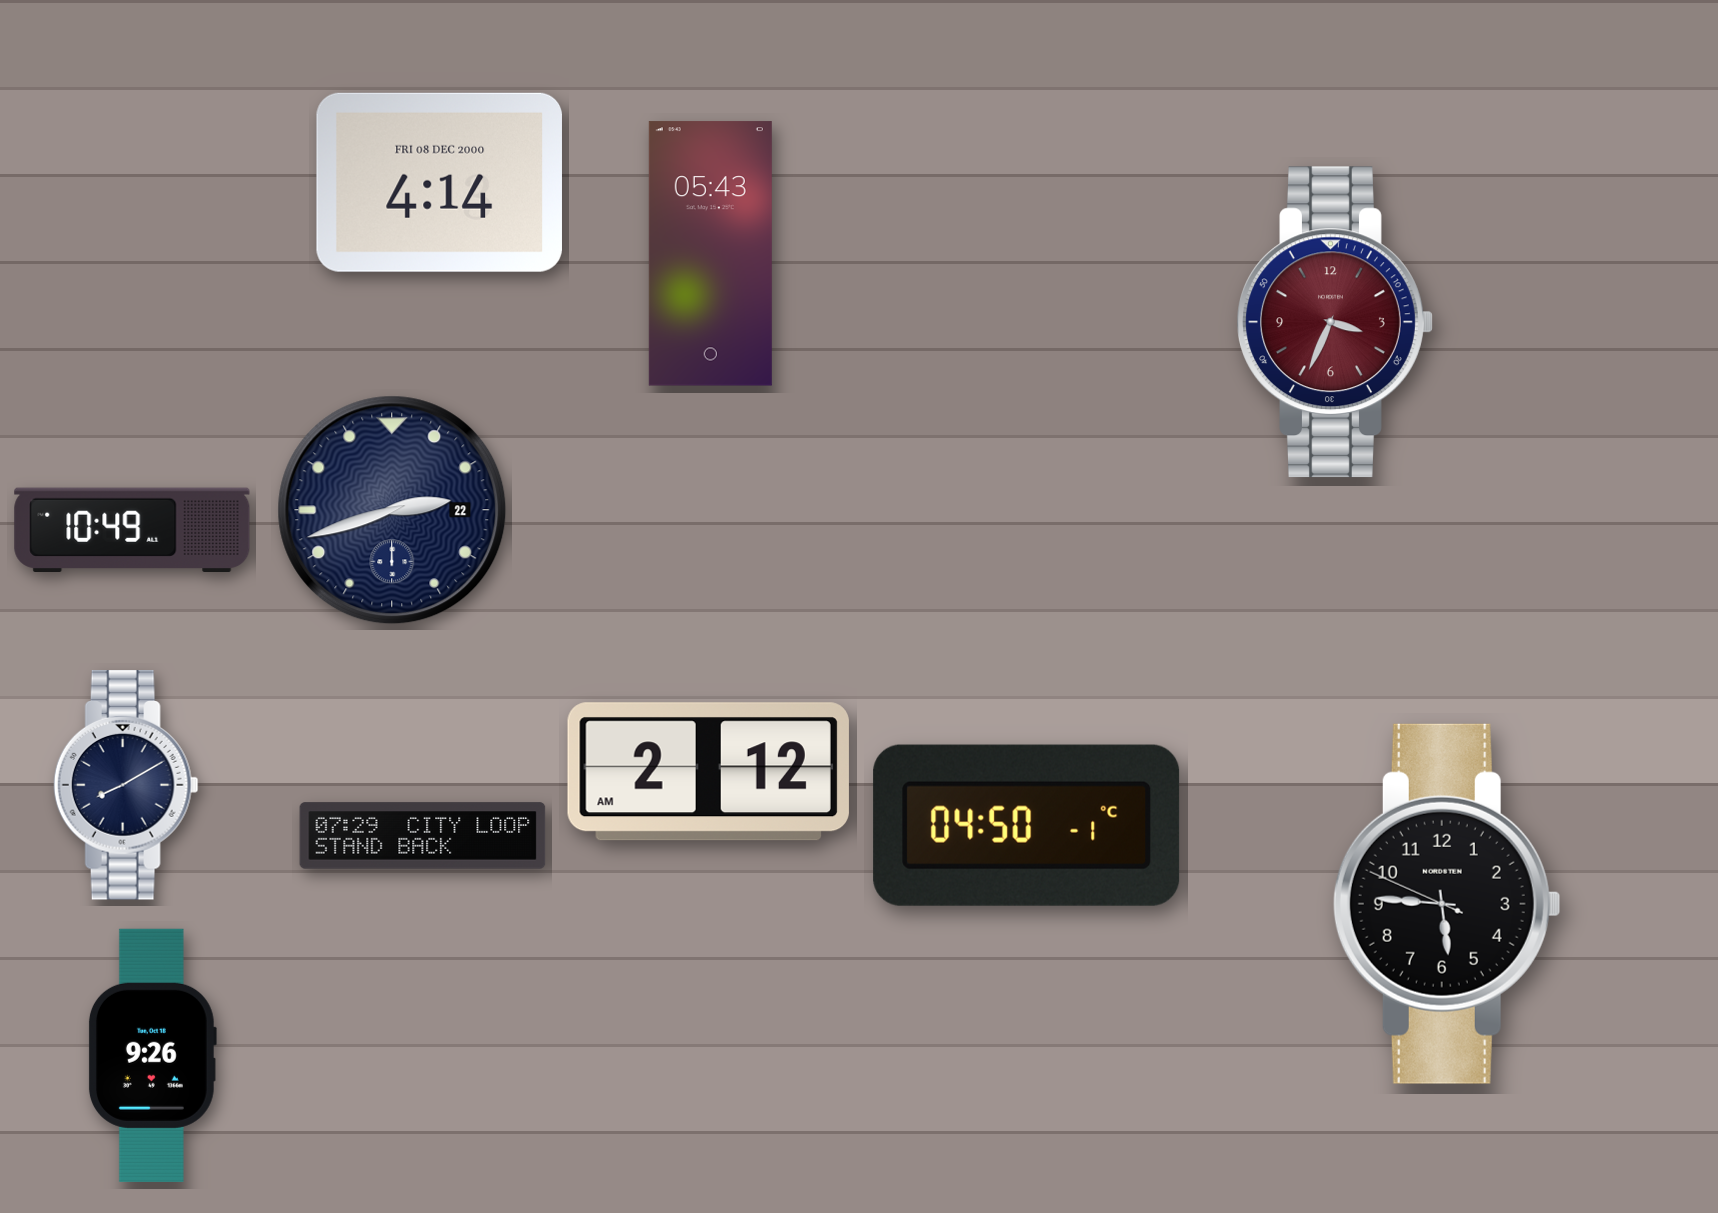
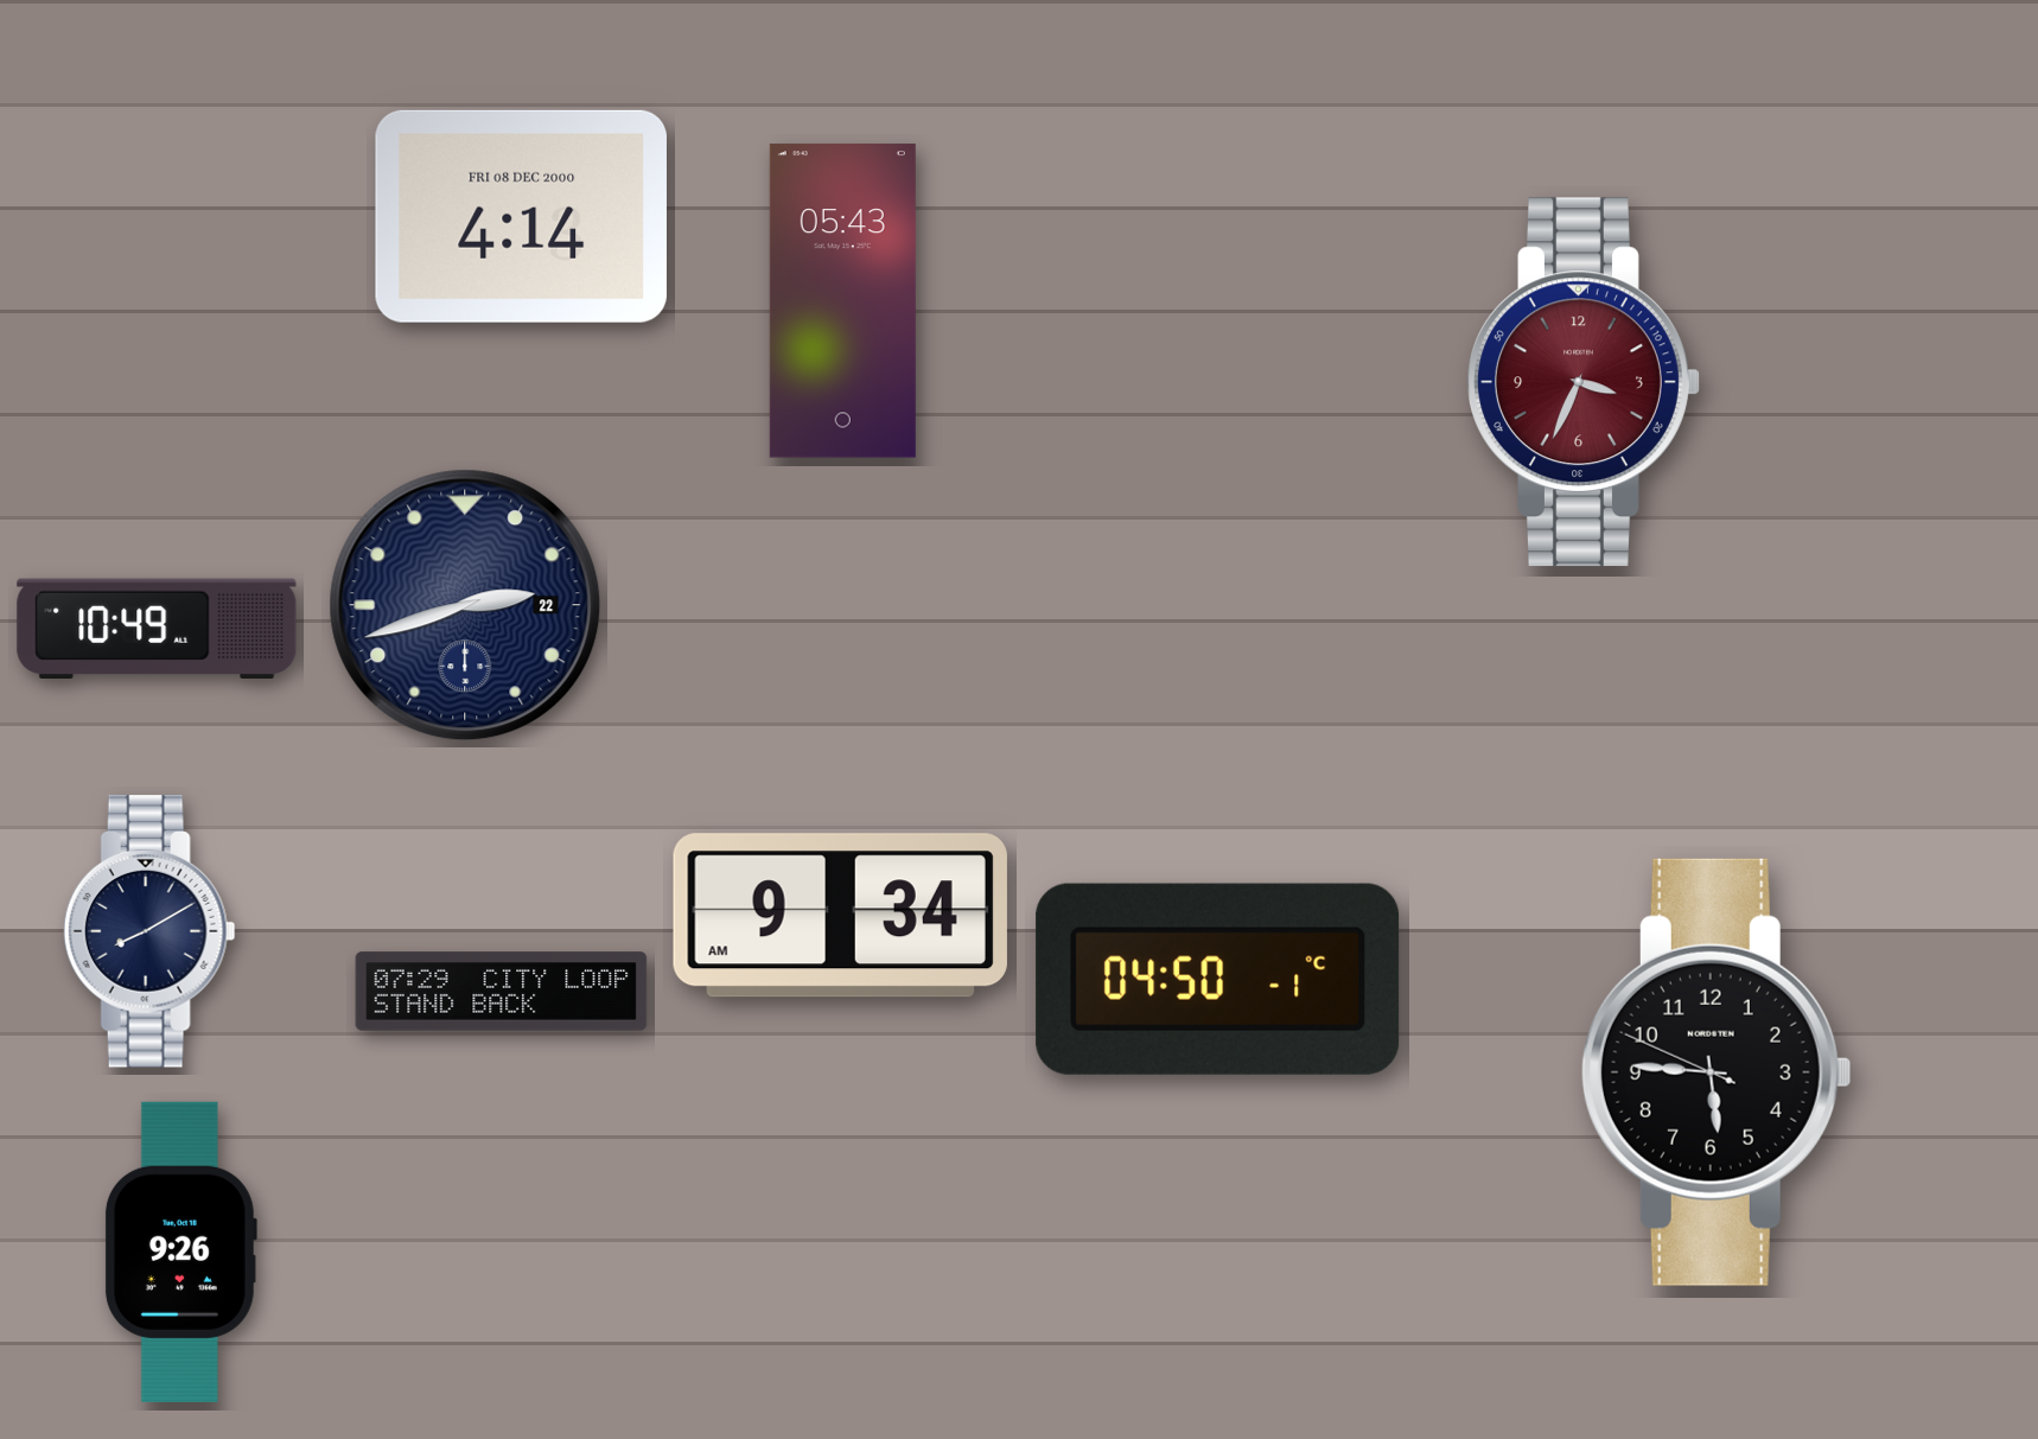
clock at (708, 772): 2:12 -> 9:34
